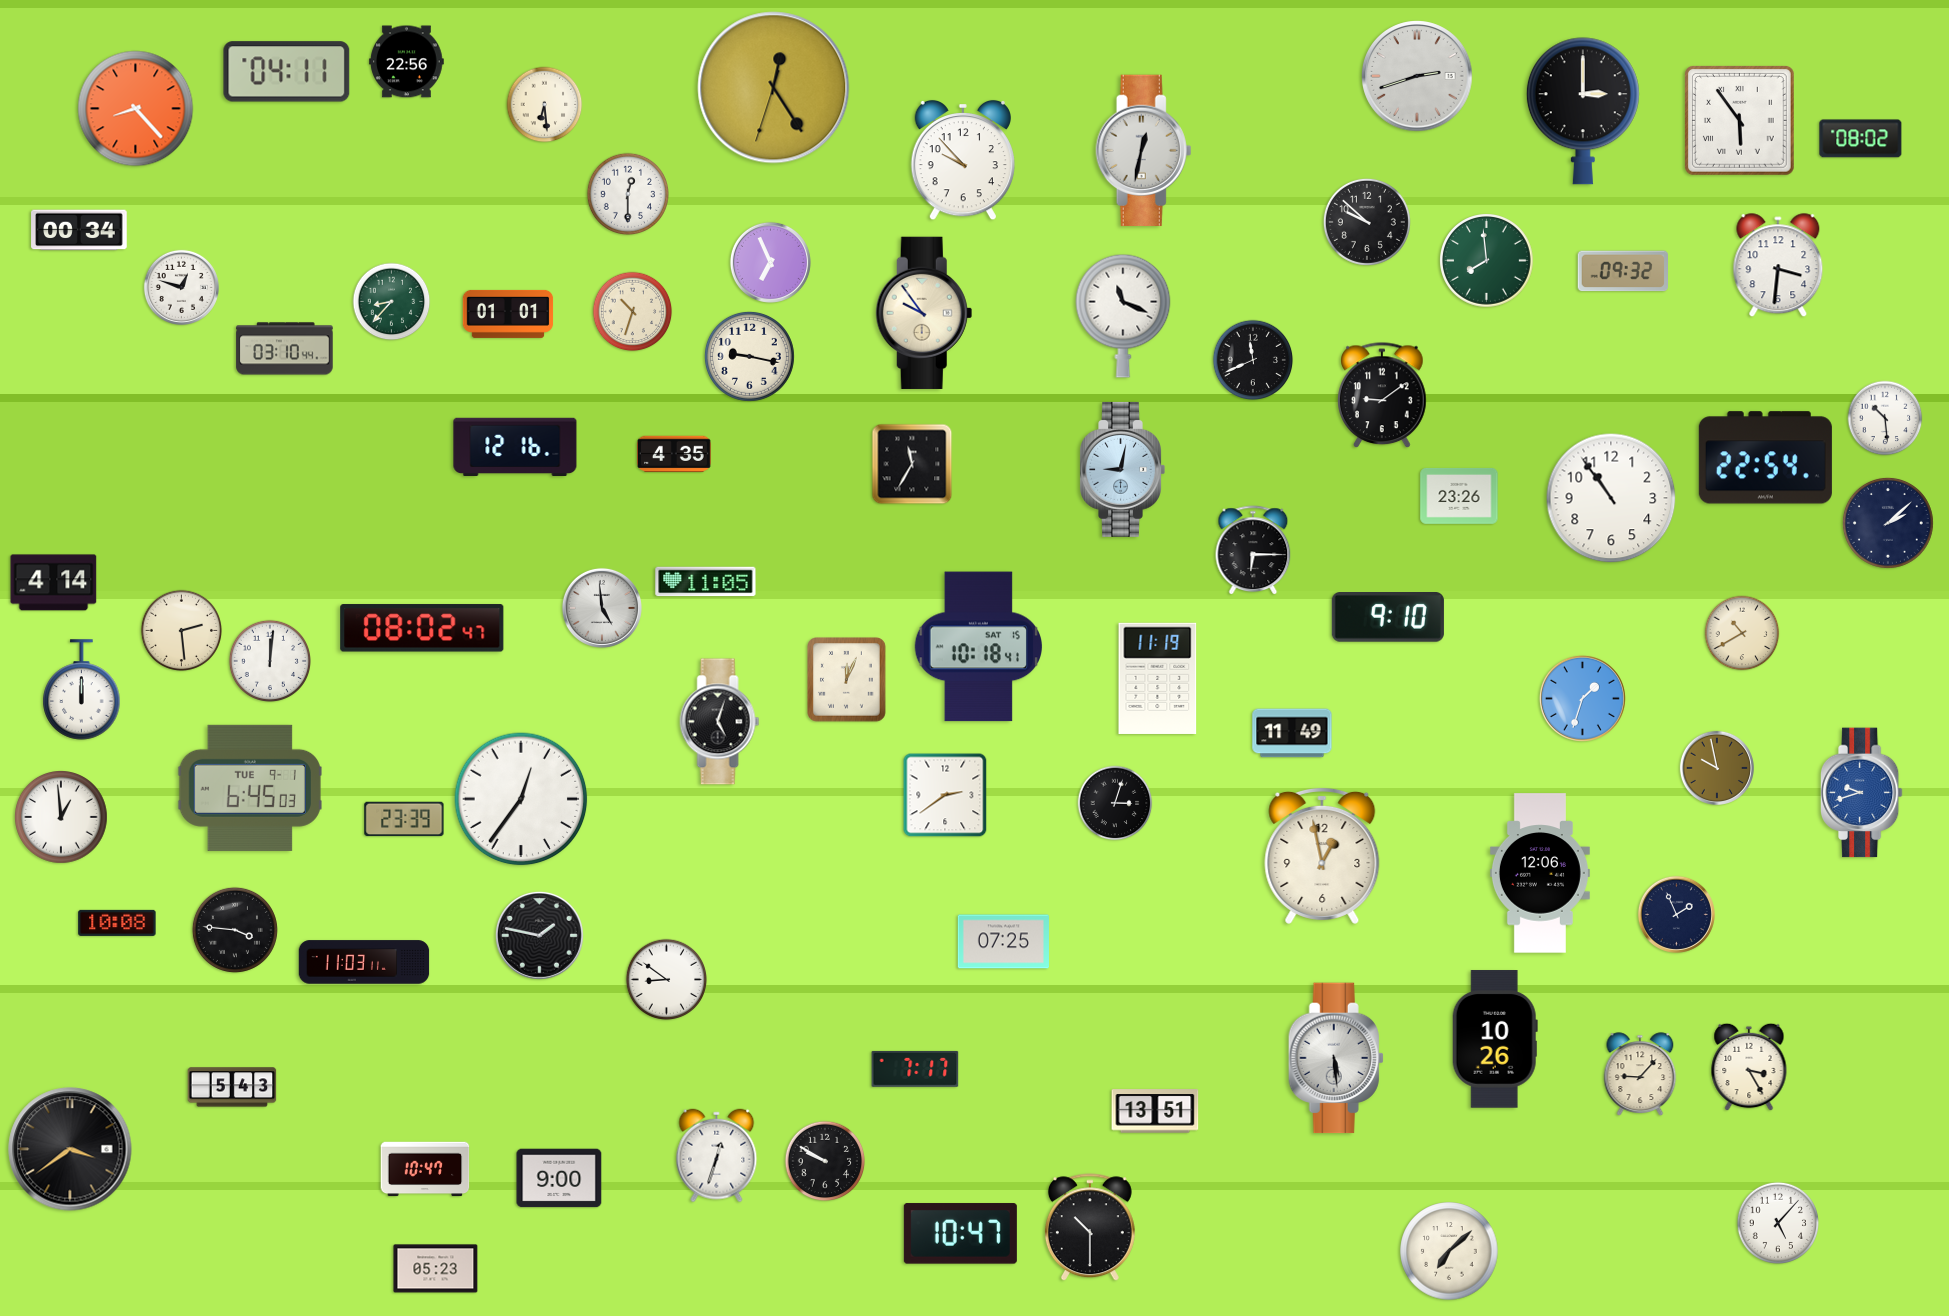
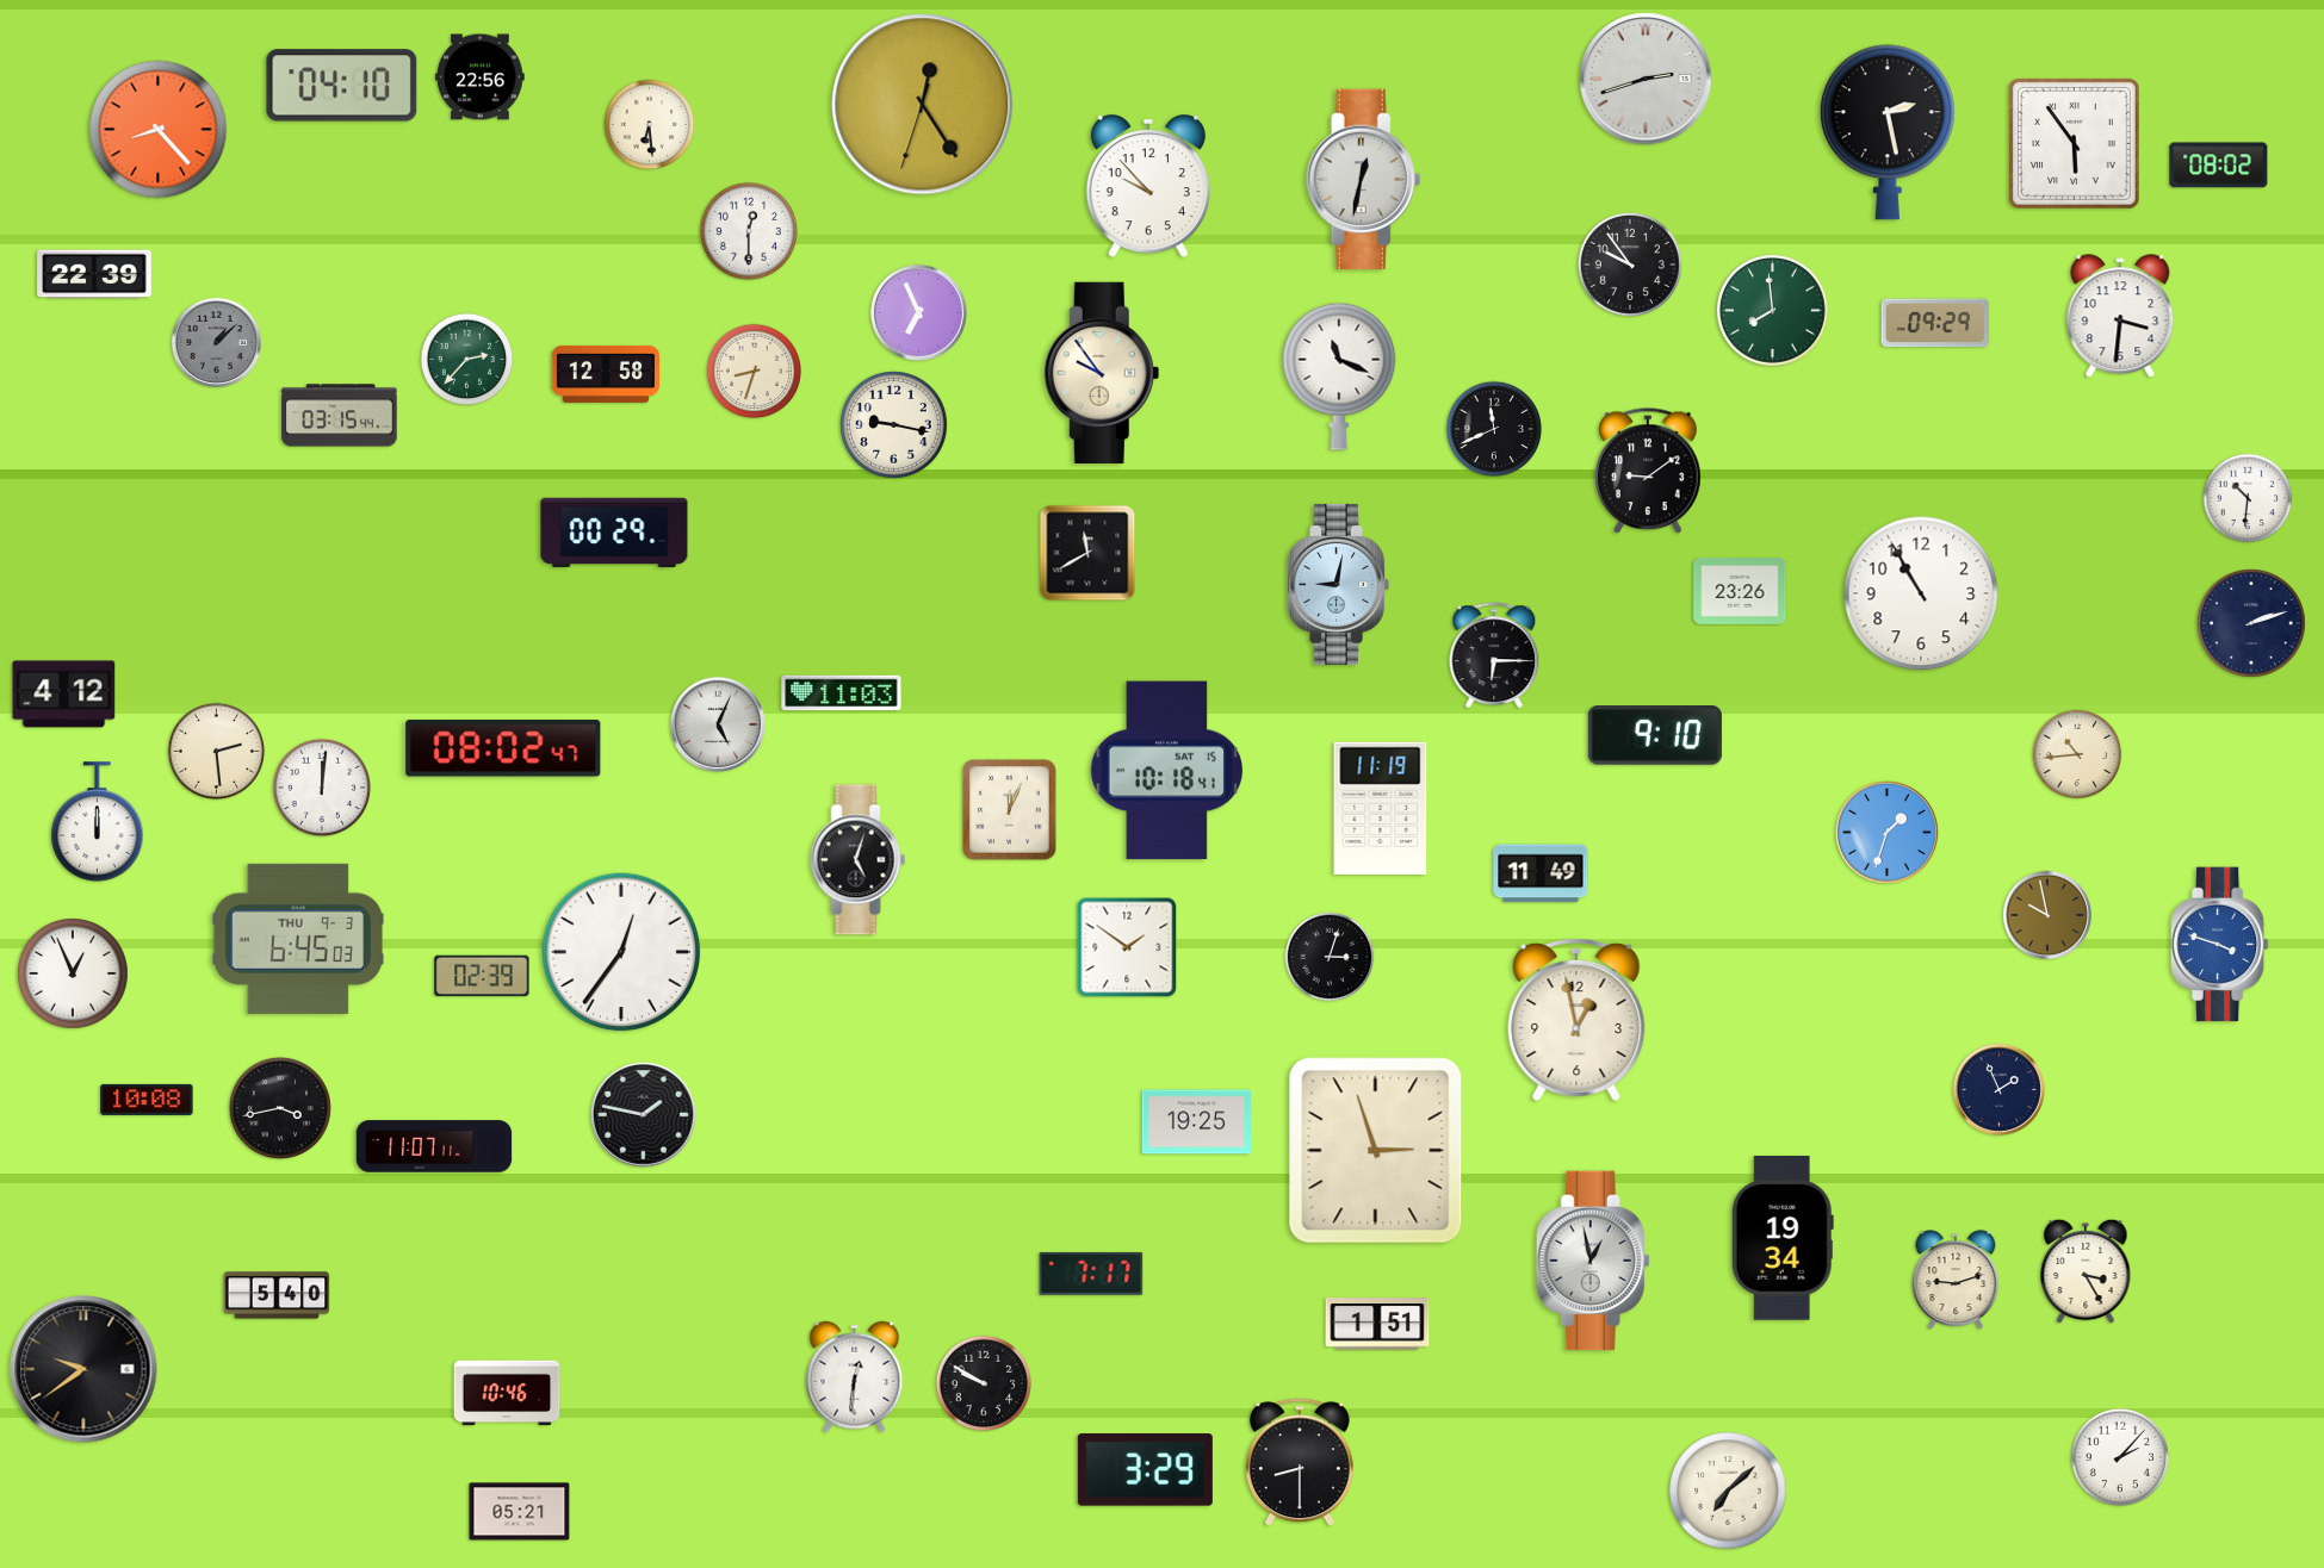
clock at (407, 62) position: (407, 62) -> (481, 77)
clock at (287, 72): 04:11 -> 04:10
clock at (1417, 76) position: (1417, 76) -> (1646, 79)
clock at (136, 109) position: (136, 109) -> (159, 130)
clock at (1583, 111): 3:00 -> 2:28
clock at (963, 160) position: (963, 160) -> (1148, 186)
clock at (1367, 222): 9:52 -> 9:54
clock at (79, 230): 00:34 -> 22:39
clock at (1622, 271): 09:32 -> 09:29
clock at (181, 287): 12:48 -> 1:08
clock at (181, 287) dial: white -> grey
clock at (392, 302): 8:37 -> 2:37
clock at (633, 312): 10:33 -> 8:33
clock at (508, 314): 01:01 -> 12:58
clock at (285, 349): 03:10 -> 03:15
clock at (1885, 418): 10:29 -> 10:31
clock at (515, 446): 12:16 -> 00:29
clock at (675, 454): 4:35 -> none
clock at (1765, 458): 22:54 -> none
clock at (912, 464): 11:35 -> 11:40
clock at (1122, 469) position: (1122, 469) -> (1338, 584)
clock at (1611, 498): 10:54 -> 10:55
clock at (1888, 523): 2:08 -> 2:12
clock at (706, 582): 11:05 -> 11:03
clock at (54, 583): 4:14 -> 4:12
clock at (602, 608): 4:59 -> 5:04
clock at (1742, 633): 10:40 -> 10:44
clock at (250, 788) date: TUE 9-1 -> THU 9-3
clock at (1861, 793): 9:42 -> 3:48
clock at (945, 795): 2:39 -> 1:51
clock at (62, 818): 12:59 -> 12:56
clock at (404, 819): 23:39 -> 02:39
clock at (1540, 873): 12:06 -> none
clock at (117, 923) position: (117, 923) -> (147, 1100)
clock at (235, 930): 3:46 -> 3:43
clock at (1003, 942): 07:25 -> 19:25
clock at (364, 962): 11:03 -> 11:07
clock at (1376, 1151): none -> 2:57
clock at (667, 980): 8:51 -> none
clock at (1495, 1039): 10:26 -> 19:34
clock at (1336, 1058): 5:29 -> 12:58
clock at (1640, 1074): 9:07 -> 9:12
clock at (232, 1087): 5:43 -> 5:40
clock at (1155, 1111): 13:51 -> 1:51
clock at (70, 1149): 3:39 -> 9:39
clock at (717, 1156): 12:33 -> 12:31
clock at (425, 1169): 10:47 -> 10:46
clock at (559, 1178): 9:00 -> none
clock at (1777, 1222): 5:07 -> 2:07
clock at (1090, 1228): 10:30 -> 8:30
clock at (960, 1234): 10:47 -> 3:29
clock at (436, 1269): 05:23 -> 05:21
